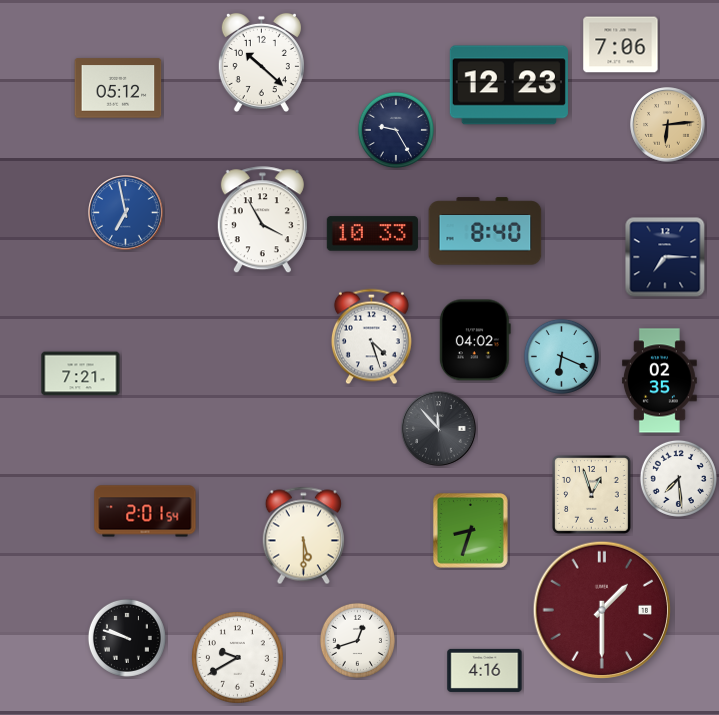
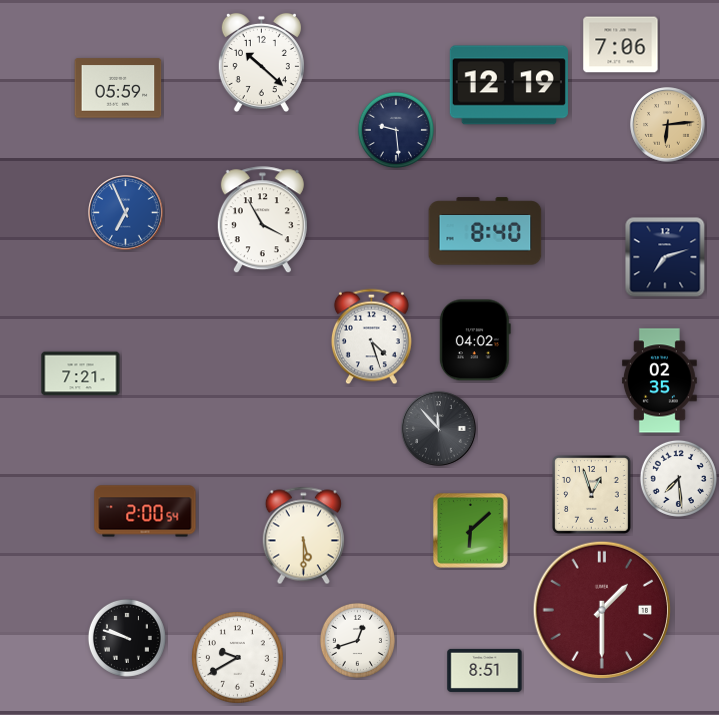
clock at (509, 85): 12:23 -> 12:19
clock at (118, 88): 05:12 -> 05:59
clock at (396, 130): 9:25 -> 9:29
clock at (126, 213): 6:58 -> 6:56
clock at (372, 234): 10:33 -> none
clock at (665, 257): 7:15 -> 7:12
clock at (561, 356): 6:19 -> none
clock at (145, 511): 2:01 -> 2:00
clock at (471, 531): 8:33 -> 6:08
clock at (485, 670): 4:16 -> 8:51
